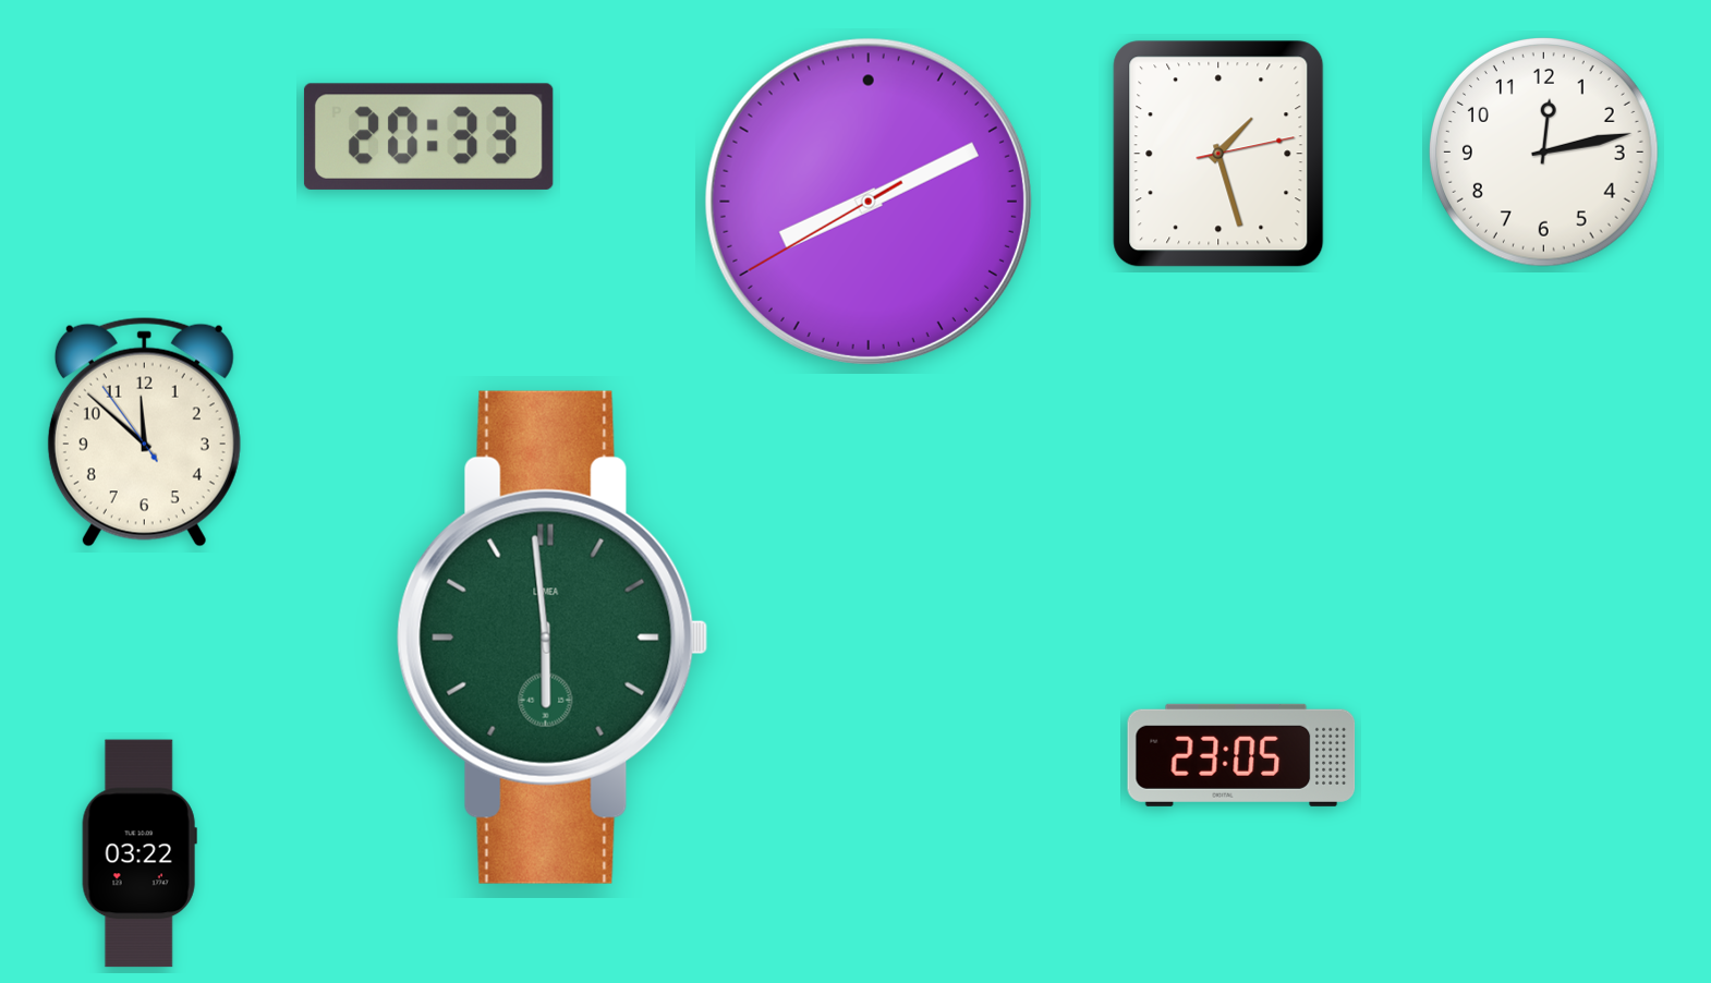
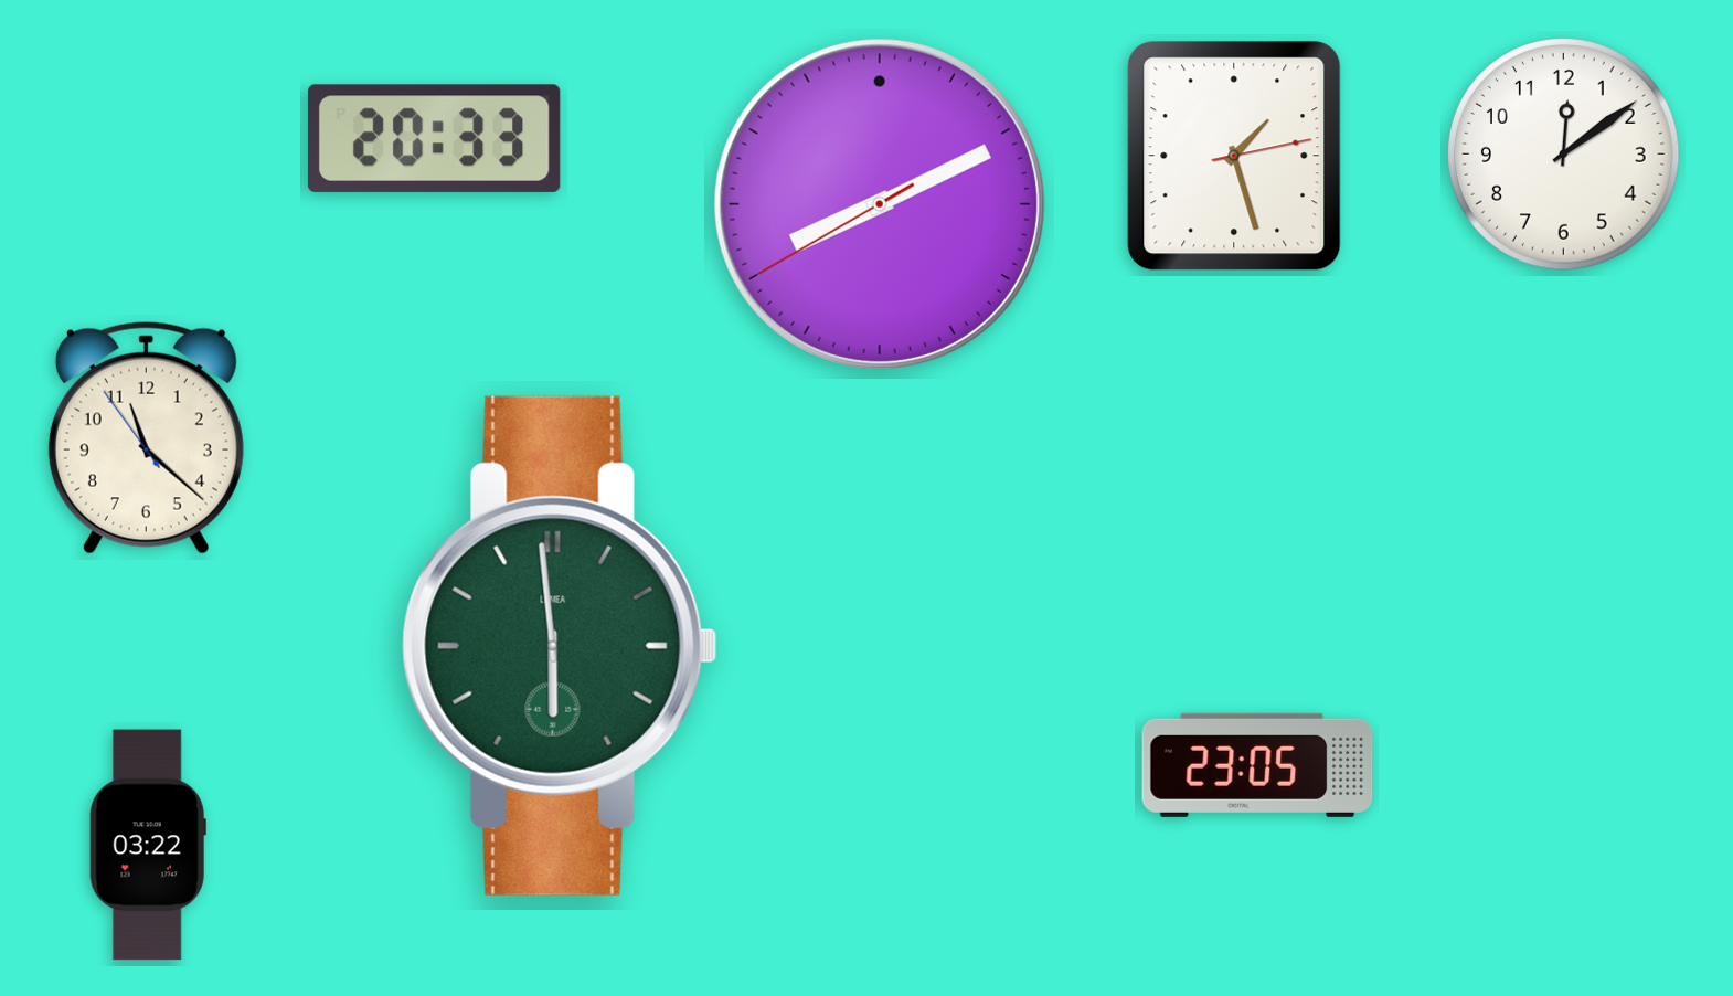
clock at (1544, 153): 12:13 -> 12:09
clock at (144, 432): 11:51 -> 11:21
clock at (139, 853) position: (139, 853) -> (148, 845)
